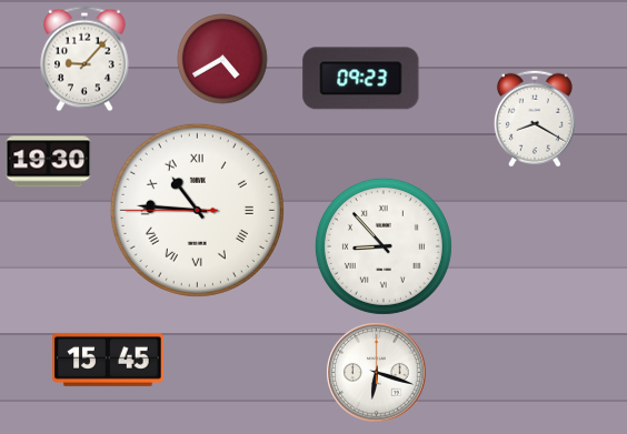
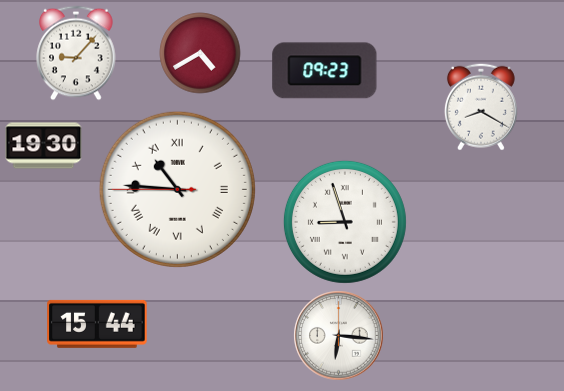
clock at (384, 246): 8:53 -> 8:57
clock at (108, 360): 15:45 -> 15:44
clock at (377, 373): 6:18 -> 6:16
